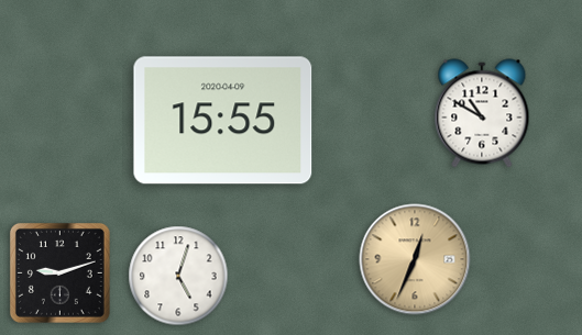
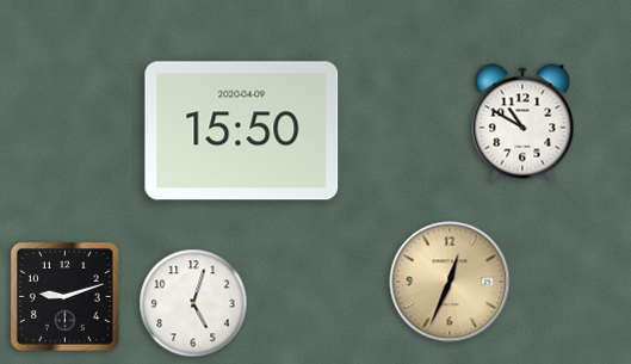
clock at (223, 121): 15:55 -> 15:50
clock at (178, 276) position: (178, 276) -> (193, 303)
